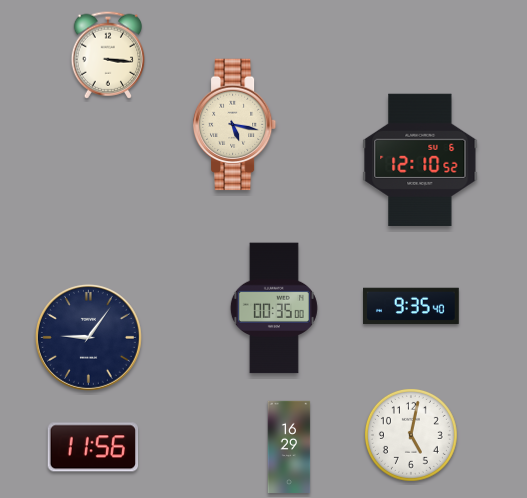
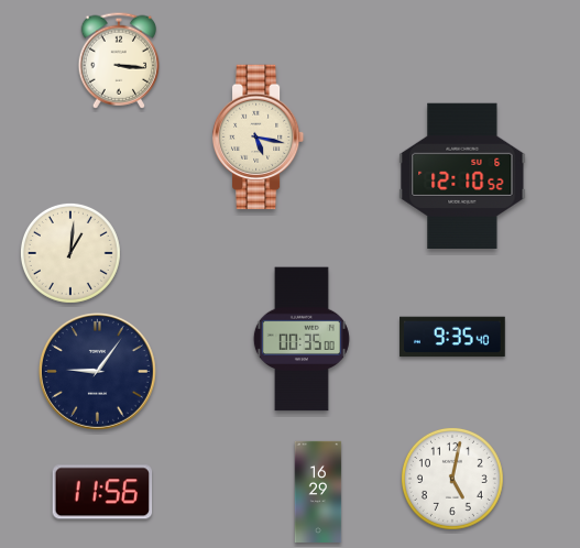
clock at (70, 253): none -> 1:01
